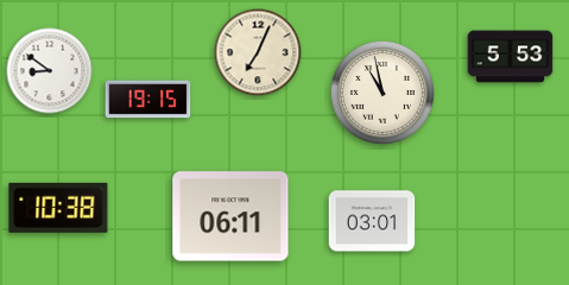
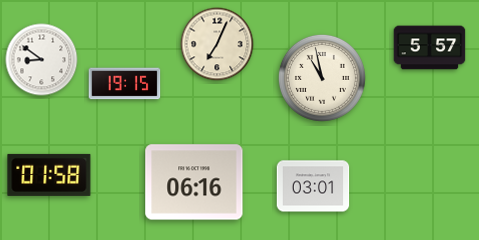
clock at (511, 57): 5:53 -> 5:57
clock at (58, 208): 10:38 -> 01:58
clock at (230, 216): 06:11 -> 06:16
